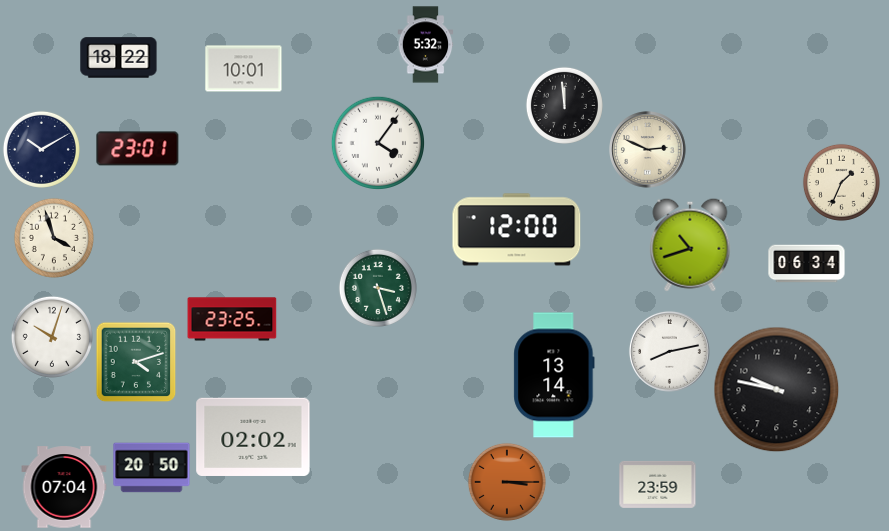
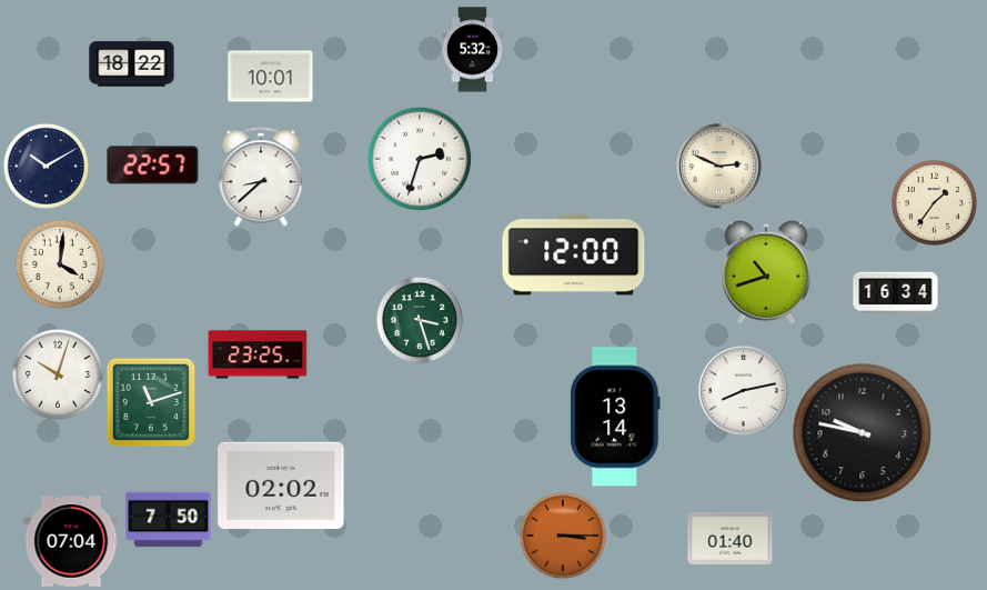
clock at (564, 105): 11:59 -> none
clock at (377, 142): 4:06 -> 2:33
clock at (138, 149): 23:01 -> 22:57
clock at (261, 177): none -> 8:38
clock at (841, 182): 1:34 -> 1:36
clock at (54, 238): 3:57 -> 4:01
clock at (807, 264): 06:34 -> 16:34
clock at (136, 362): 4:12 -> 11:12
clock at (152, 468): 20:50 -> 7:50
clock at (658, 484): 23:59 -> 01:40
